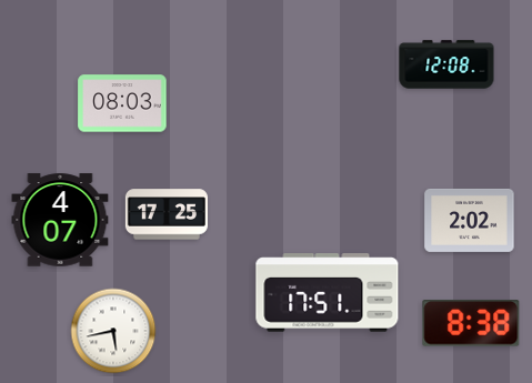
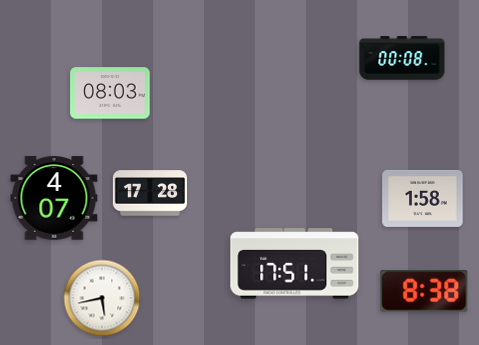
clock at (446, 64): 12:08 -> 00:08
clock at (167, 214): 17:25 -> 17:28
clock at (470, 220): 2:02 -> 1:58
